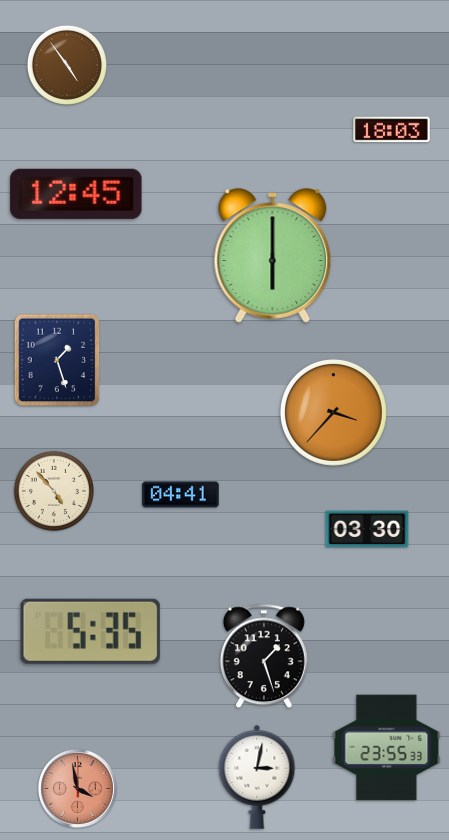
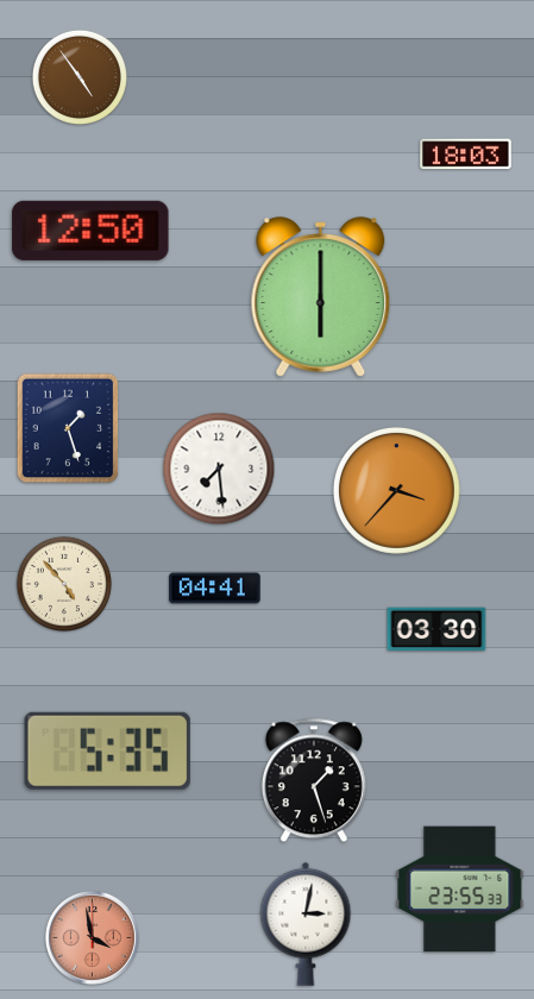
clock at (76, 194): 12:45 -> 12:50
clock at (273, 256) position: (273, 256) -> (321, 297)
clock at (219, 469): none -> 7:29
